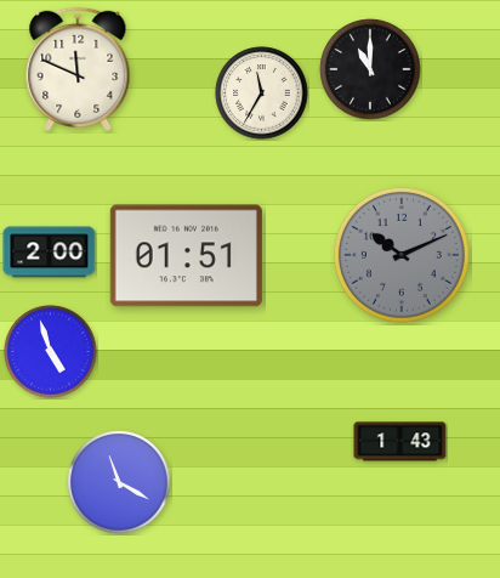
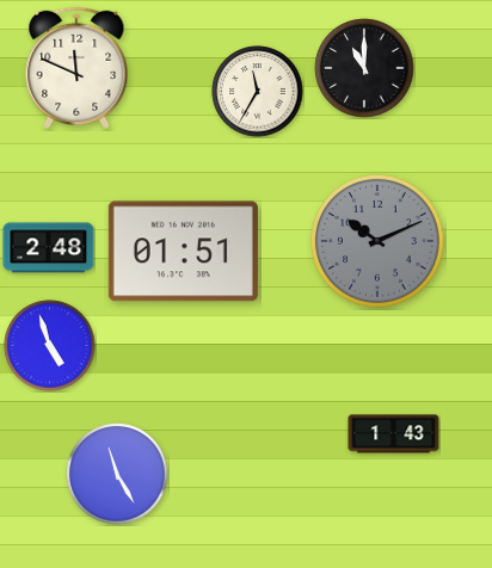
clock at (50, 253): 2:00 -> 2:48
clock at (402, 255) position: (402, 255) -> (377, 241)
clock at (119, 482): 11:20 -> 11:25
